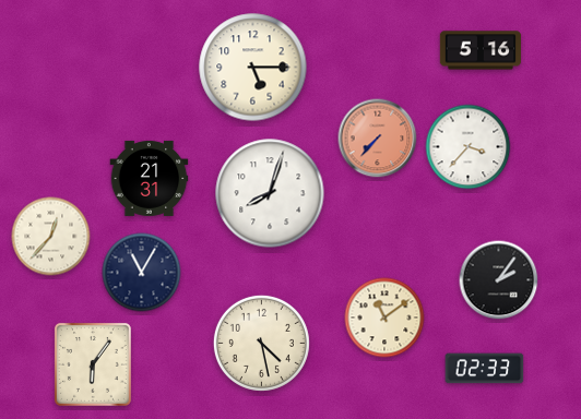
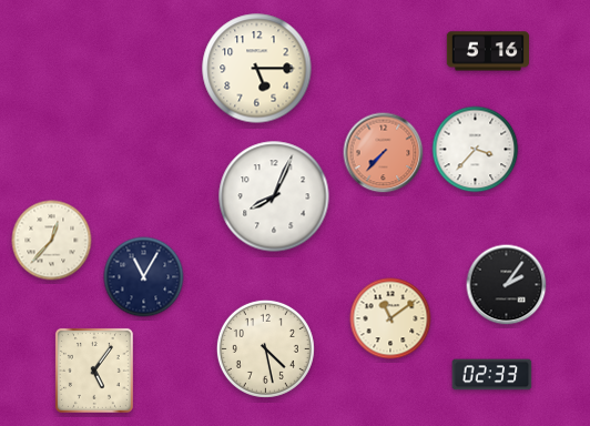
clock at (378, 139) position: (378, 139) -> (384, 153)
clock at (150, 178): 21:31 -> none
clock at (270, 193): 8:03 -> 8:04
clock at (384, 318) position: (384, 318) -> (390, 318)
clock at (93, 364): 6:06 -> 5:06
